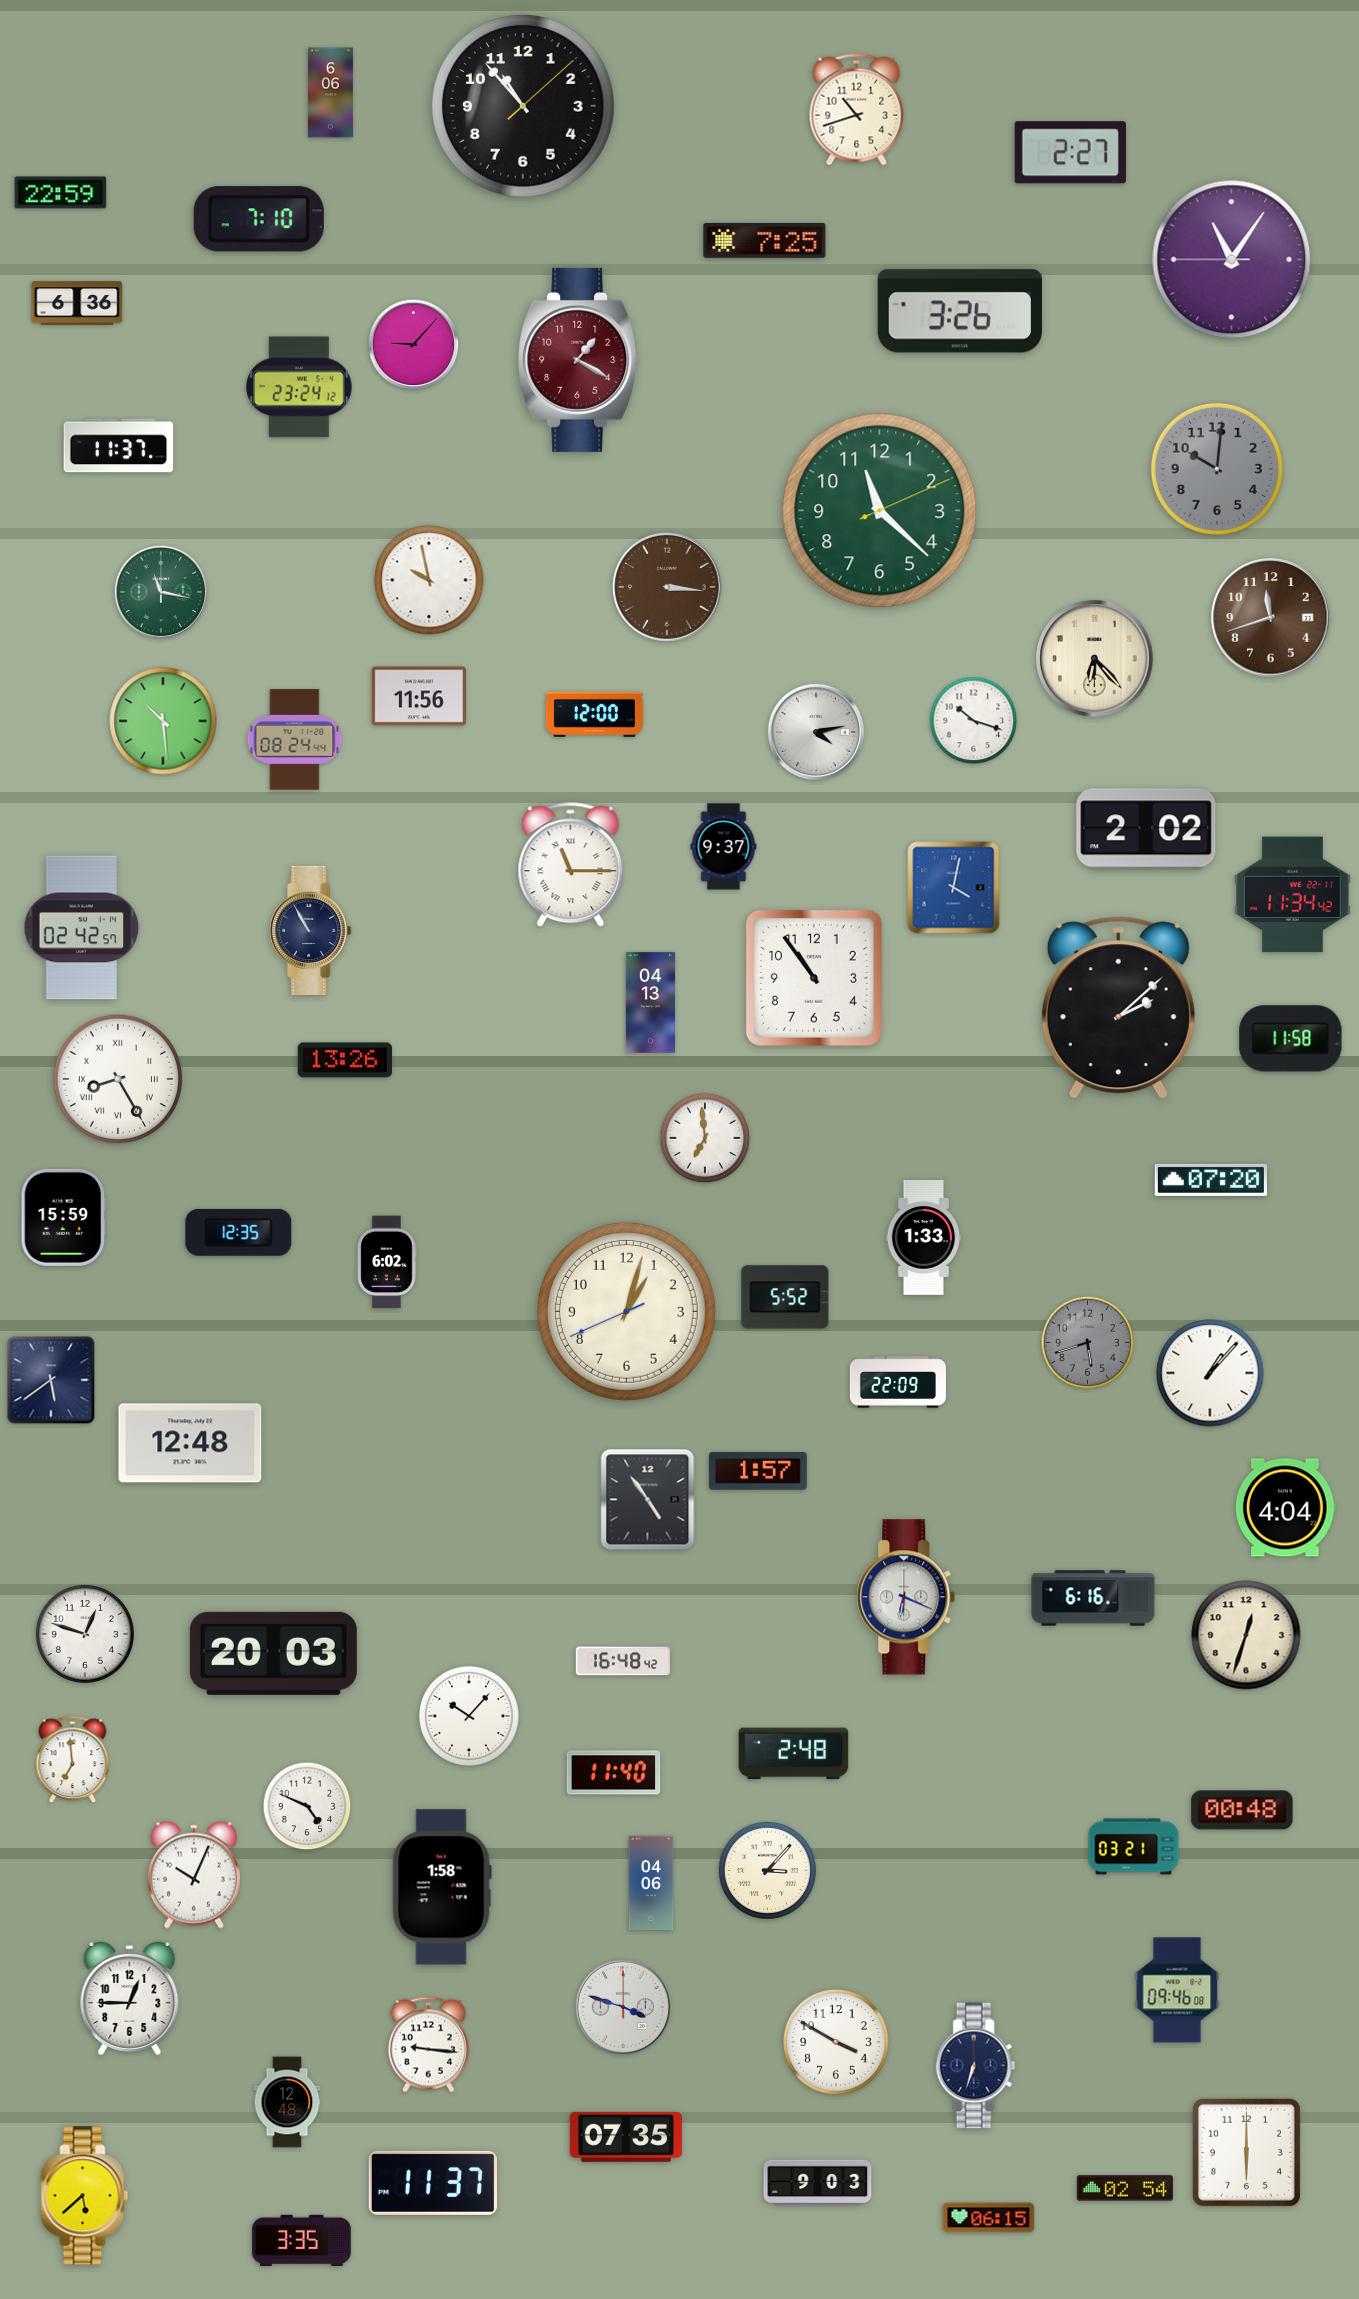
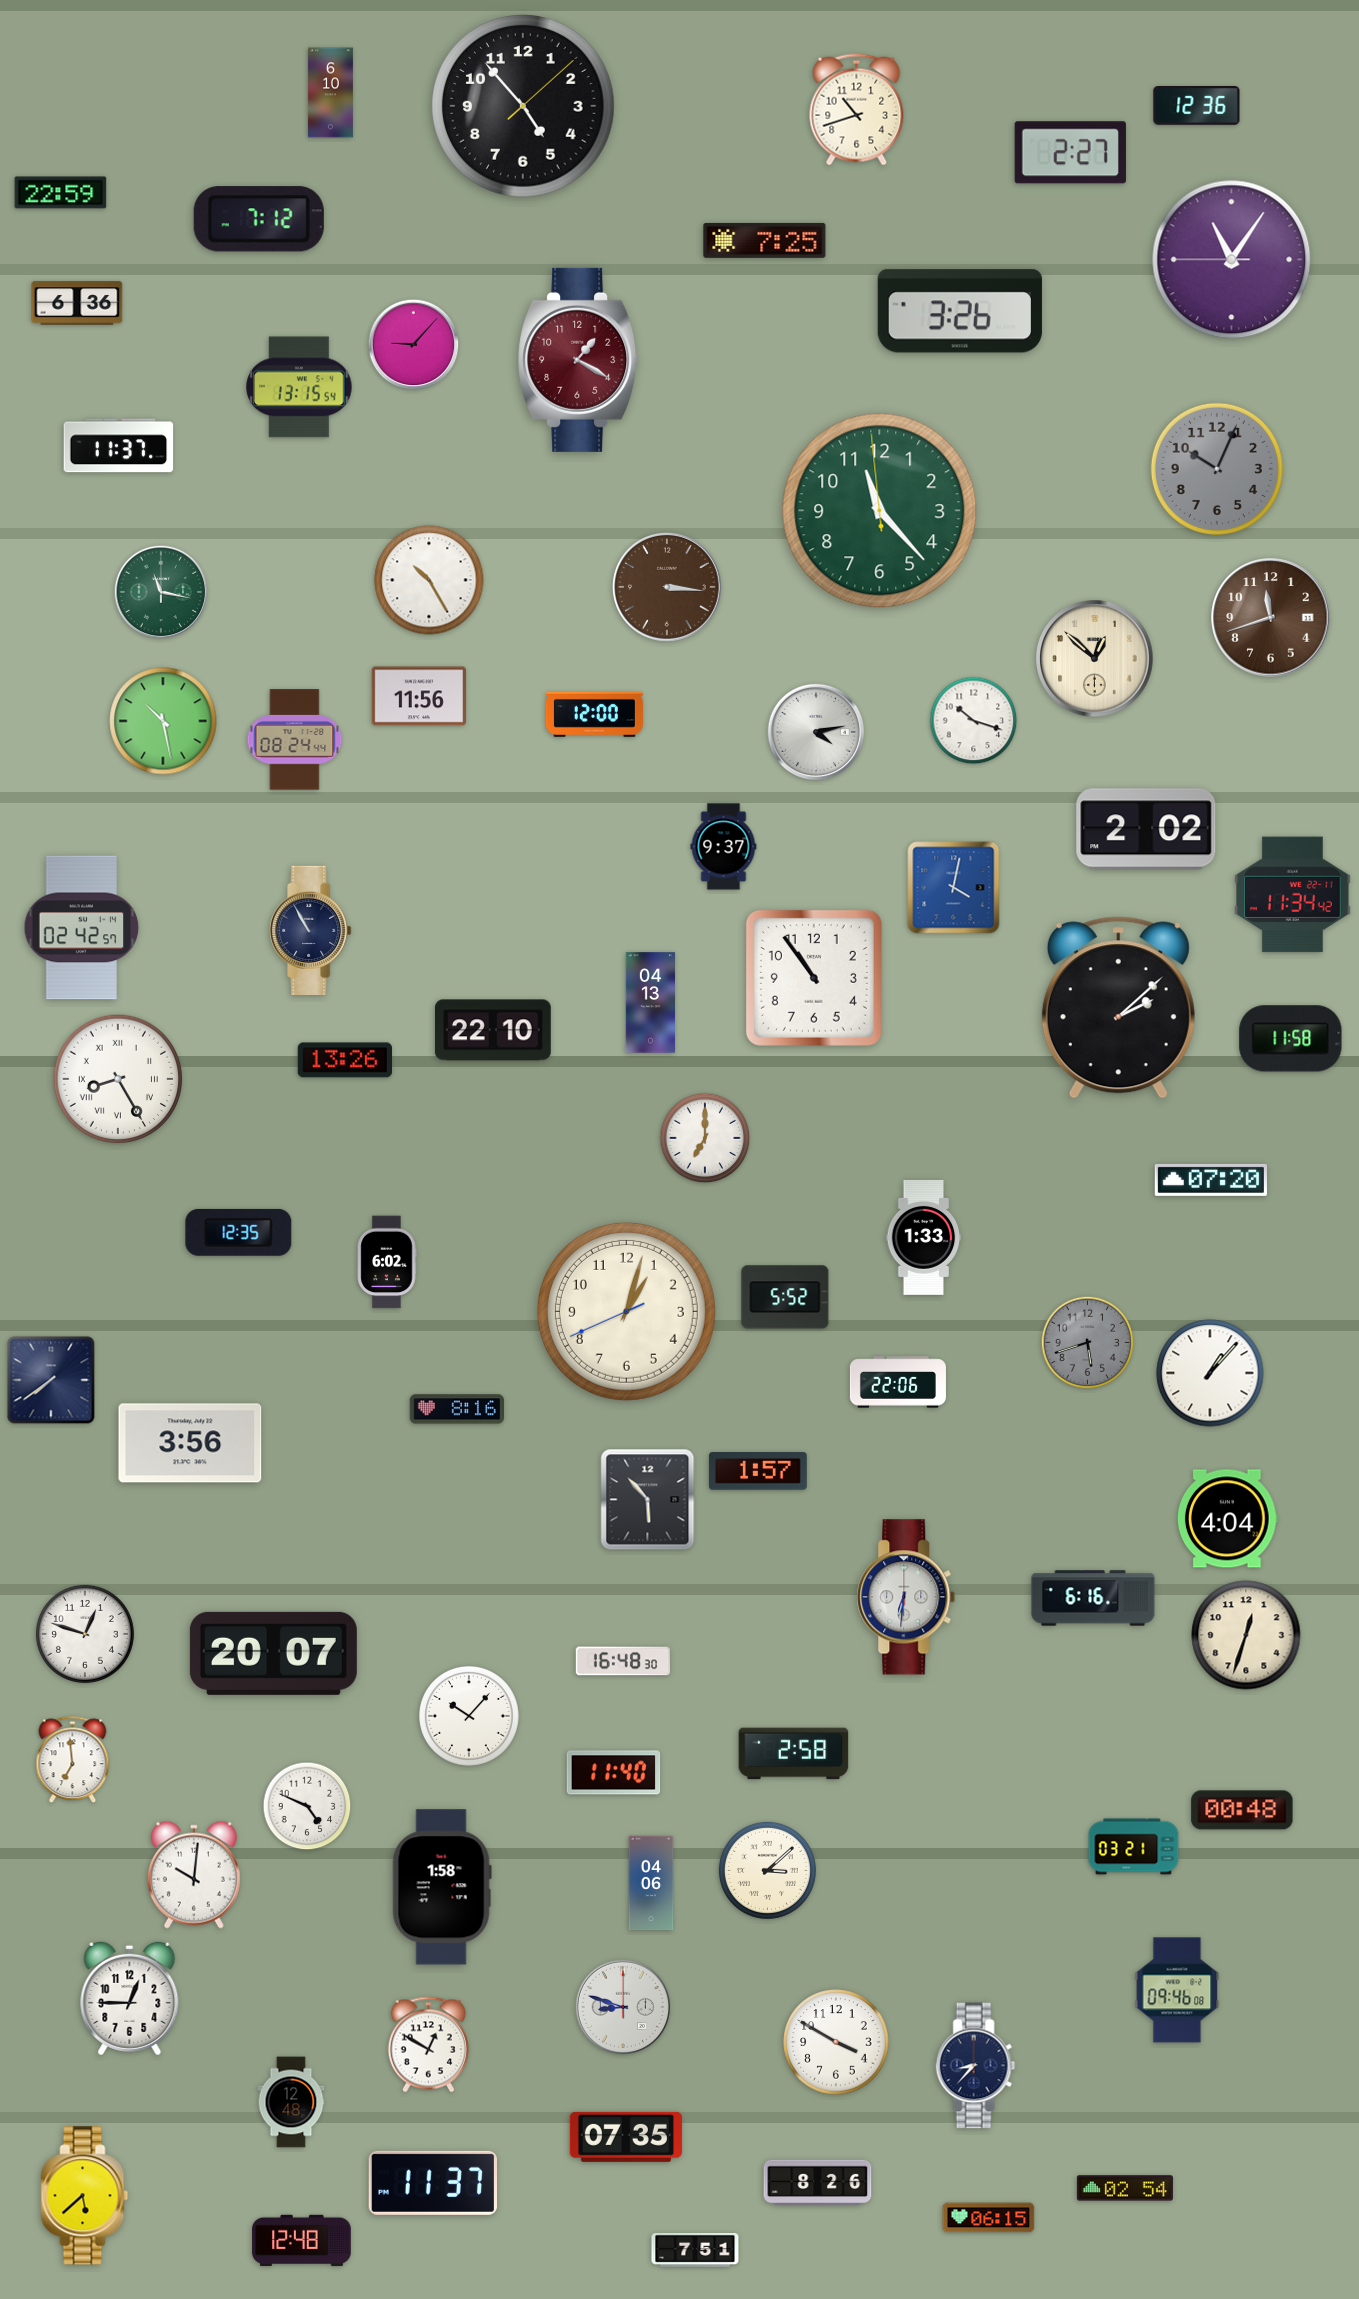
clock at (330, 93): 6:06 -> 6:10
clock at (523, 106): 10:53 -> 4:53
clock at (1197, 106): none -> 12:36
clock at (259, 219): 7:10 -> 7:12
clock at (299, 387): 23:24 -> 13:15
clock at (1217, 469): 10:01 -> 10:04
clock at (880, 511): 11:22:11 -> 11:22:59
clock at (429, 580): 9:58 -> 10:25
clock at (1095, 659): 6:23 -> 12:52
clock at (163, 721): 10:29 -> 10:28
clock at (571, 865): 11:15 -> none
clock at (493, 1030): none -> 22:10
clock at (705, 1138): 6:59 -> 7:00
clock at (64, 1217): 15:59 -> none
clock at (51, 1380): 5:39 -> 7:39
clock at (898, 1382): 22:09 -> 22:06
clock at (456, 1409): none -> 8:16
clock at (190, 1443): 12:48 -> 3:56
clock at (648, 1500): 4:54 -> 5:53
clock at (1285, 1508) position: (1285, 1508) -> (1227, 1519)
clock at (906, 1597): 6:19 -> 6:31
clock at (273, 1653): 20:03 -> 20:07
clock at (623, 1661): 16:48:42 -> 16:48:30
clock at (794, 1754): 2:48 -> 2:58
clock at (767, 1870): 3:07 -> 3:08
clock at (194, 1875): 10:04 -> 10:01
clock at (622, 2006): 3:48 -> 8:48
clock at (428, 2045): 9:16 -> 12:50
clock at (976, 2066): 6:33 -> 8:37
clock at (287, 2102) position: (287, 2102) -> (291, 2102)
clock at (1246, 2152): 6:00 -> none
clock at (818, 2183): 9:03 -> 8:26
clock at (302, 2241): 3:35 -> 12:48
clock at (695, 2250): none -> 7:51
